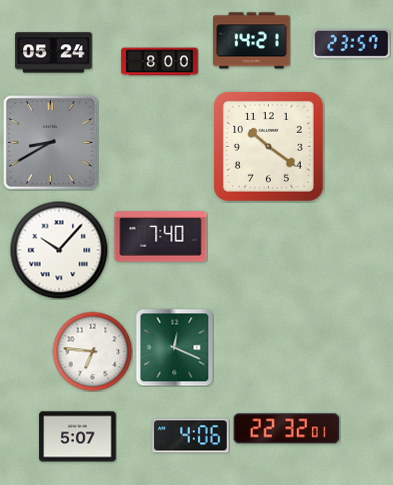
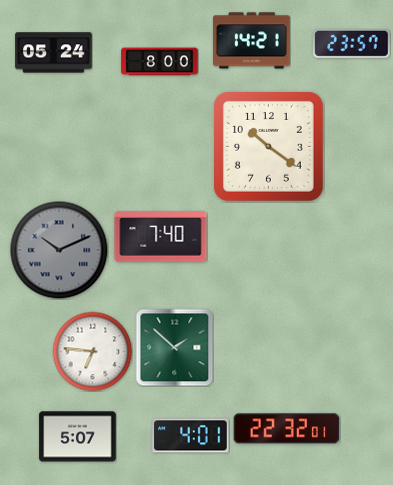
clock at (51, 143): 8:40 -> none
clock at (59, 250): 10:07 -> 10:11
clock at (59, 250) dial: white -> grey
clock at (174, 347): 12:19 -> 1:52
clock at (191, 436): 4:06 -> 4:01
